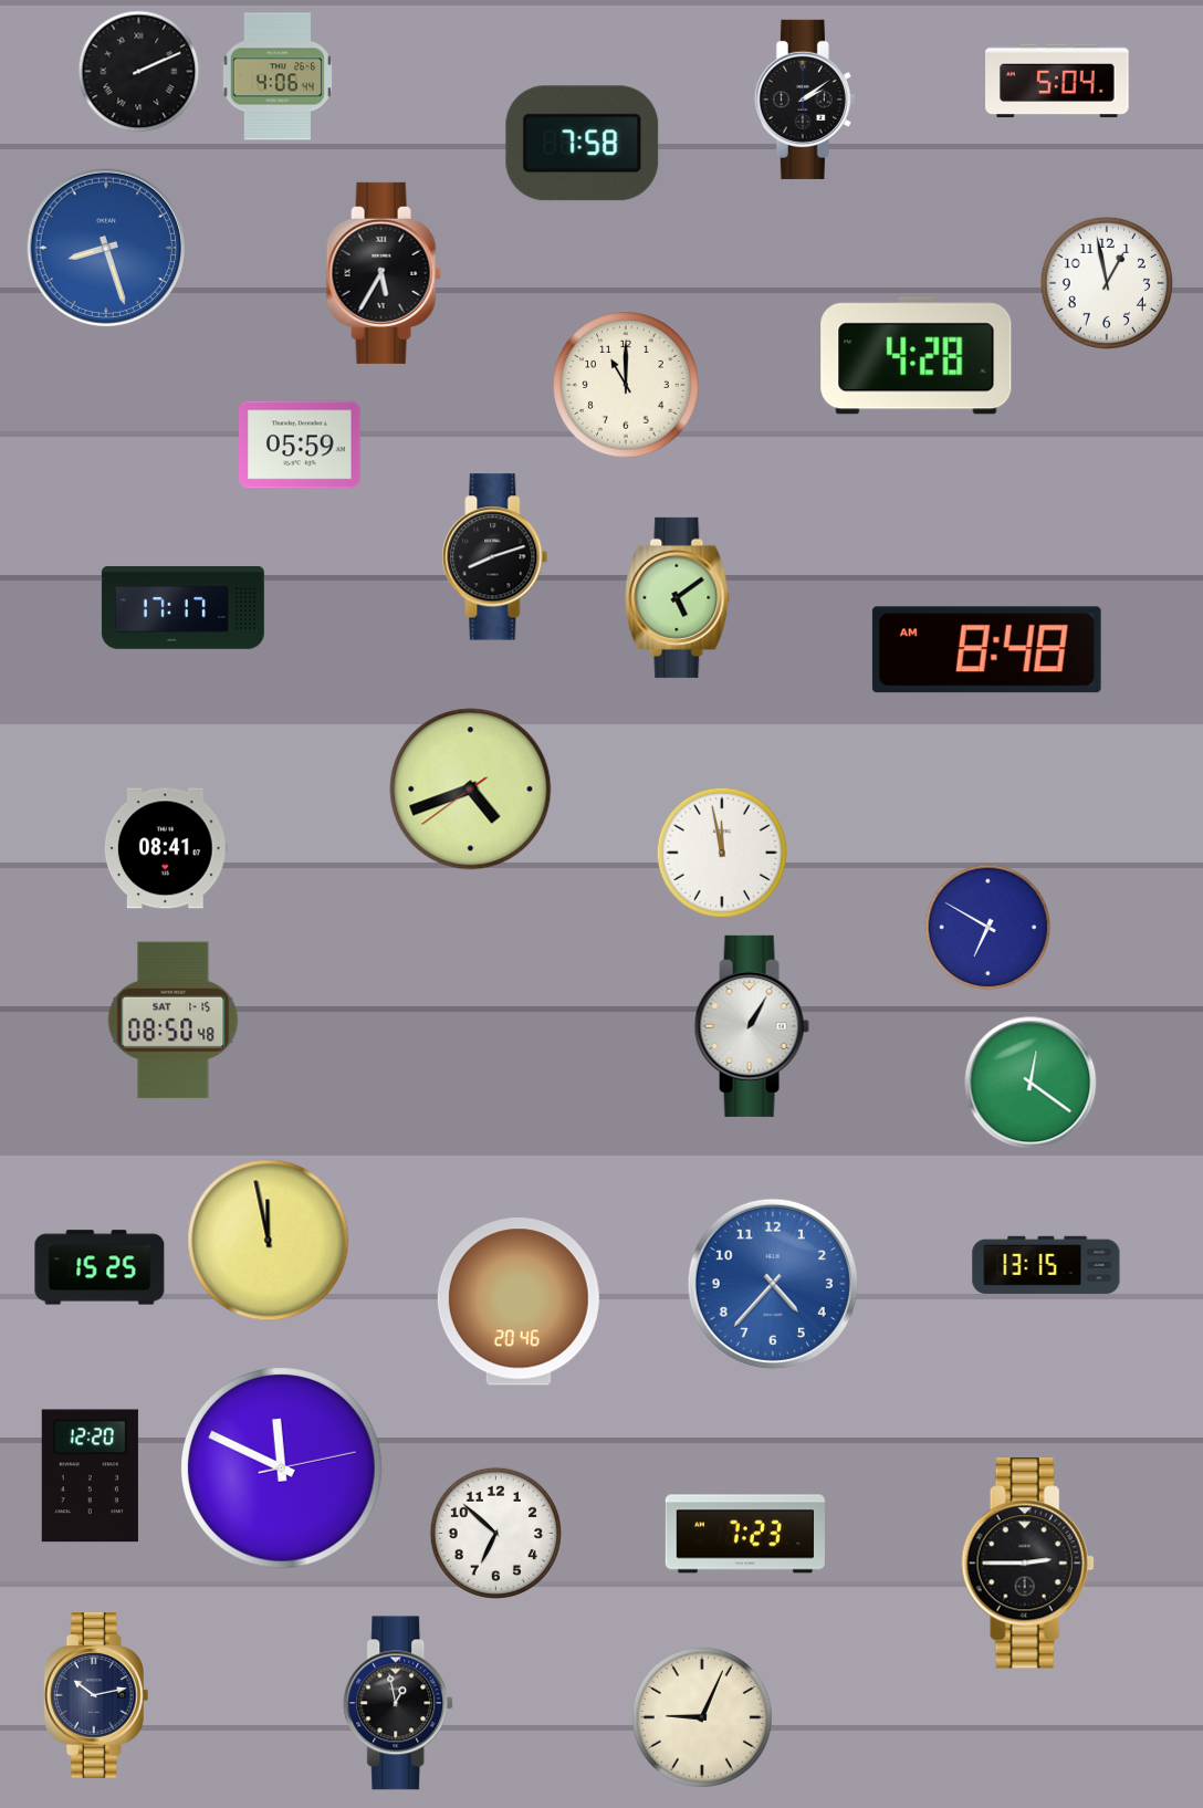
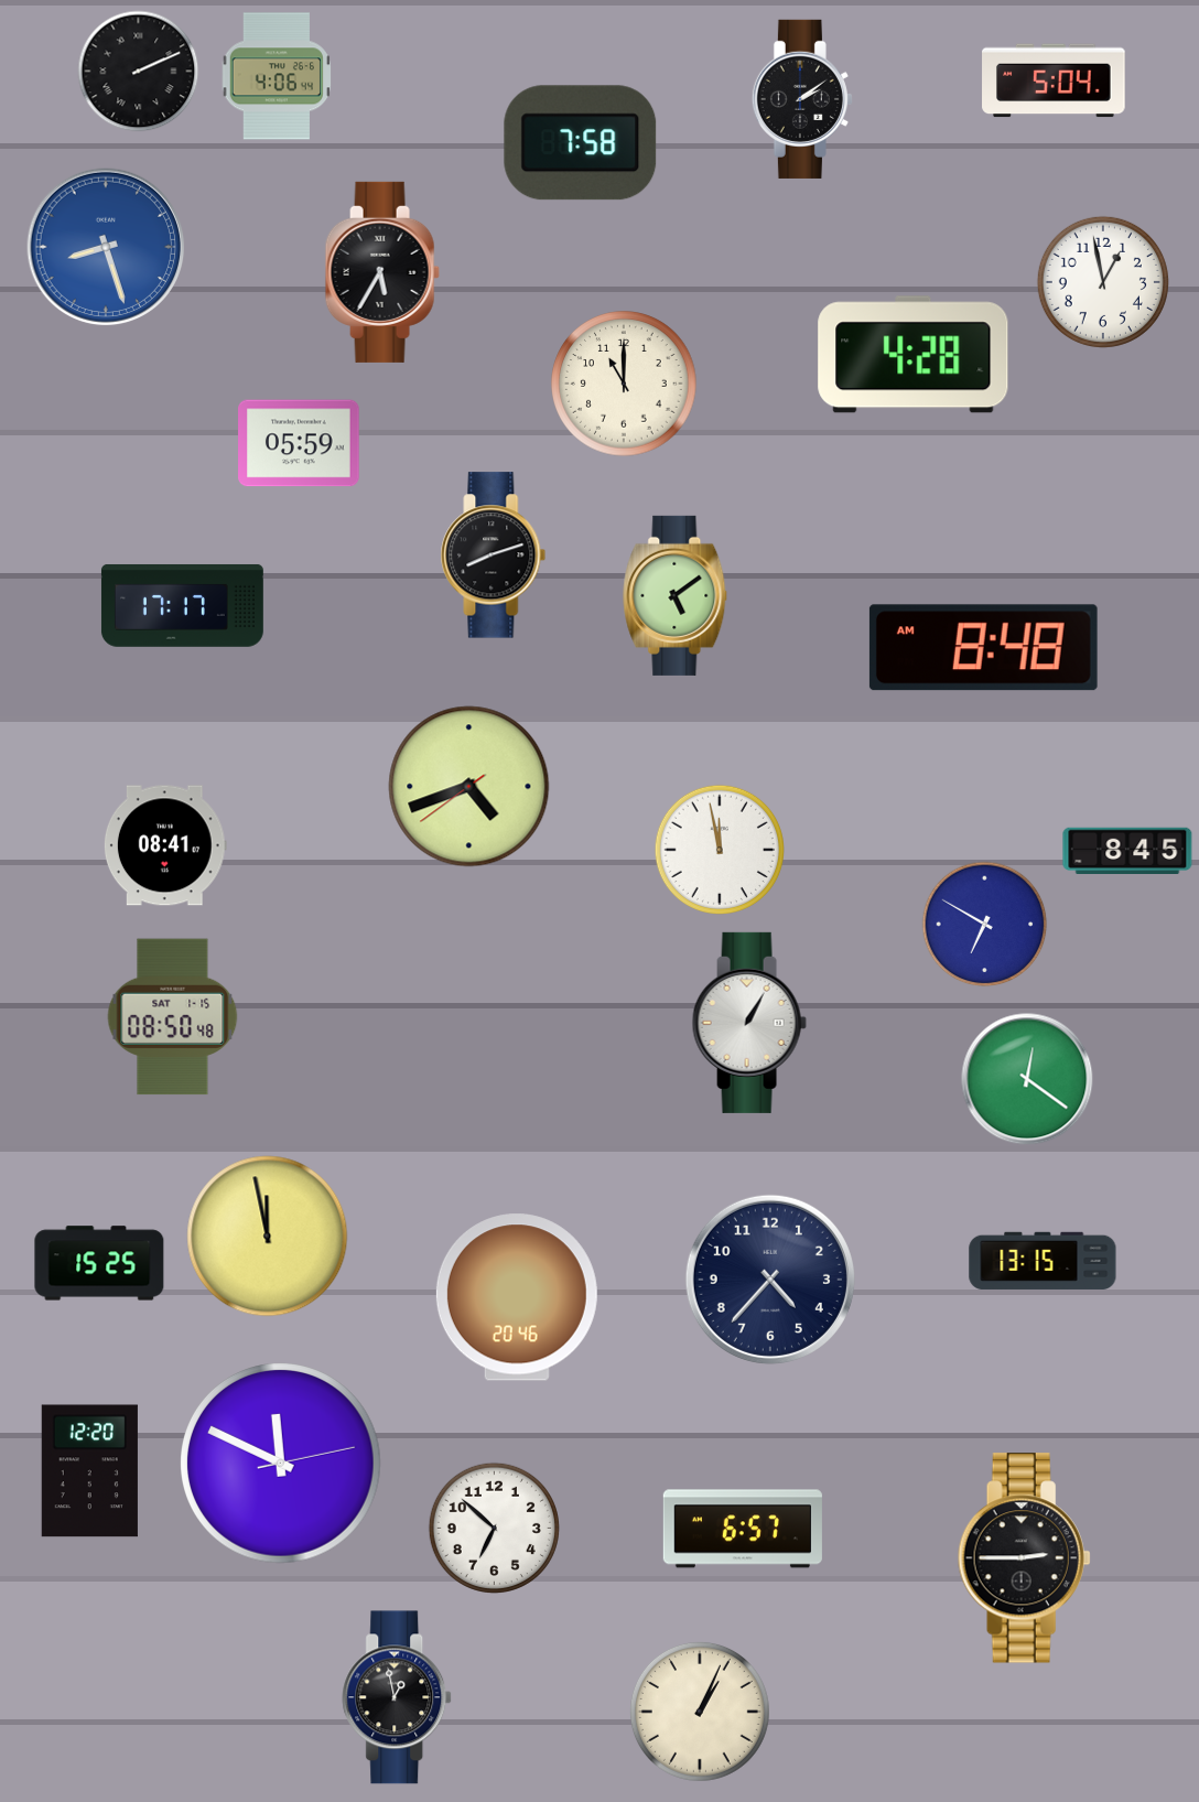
clock at (1127, 850): none -> 8:45
clock at (773, 1284) dial: blue -> navy
clock at (745, 1534): 7:23 -> 6:57
clock at (96, 1695): 10:13 -> none
clock at (702, 1717): 9:04 -> 1:04
